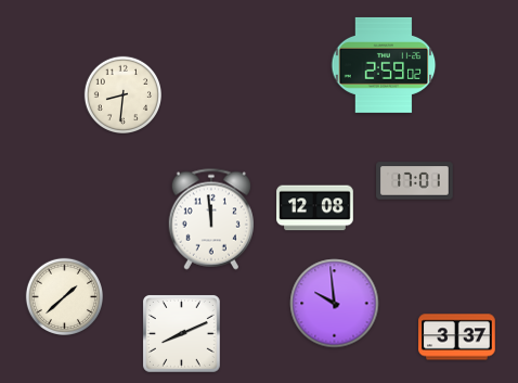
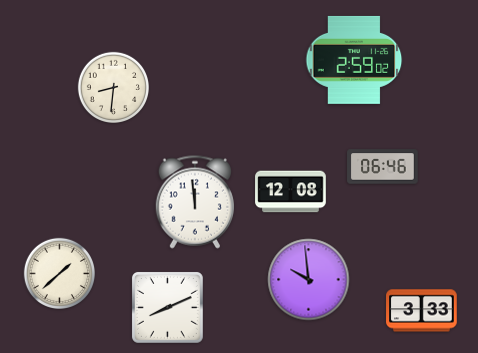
clock at (415, 181): 17:01 -> 06:46
clock at (457, 337): 3:37 -> 3:33
